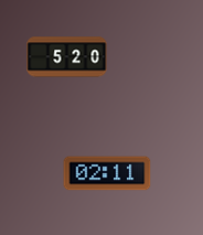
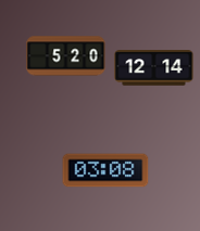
clock at (154, 68): none -> 12:14
clock at (107, 173): 02:11 -> 03:08
